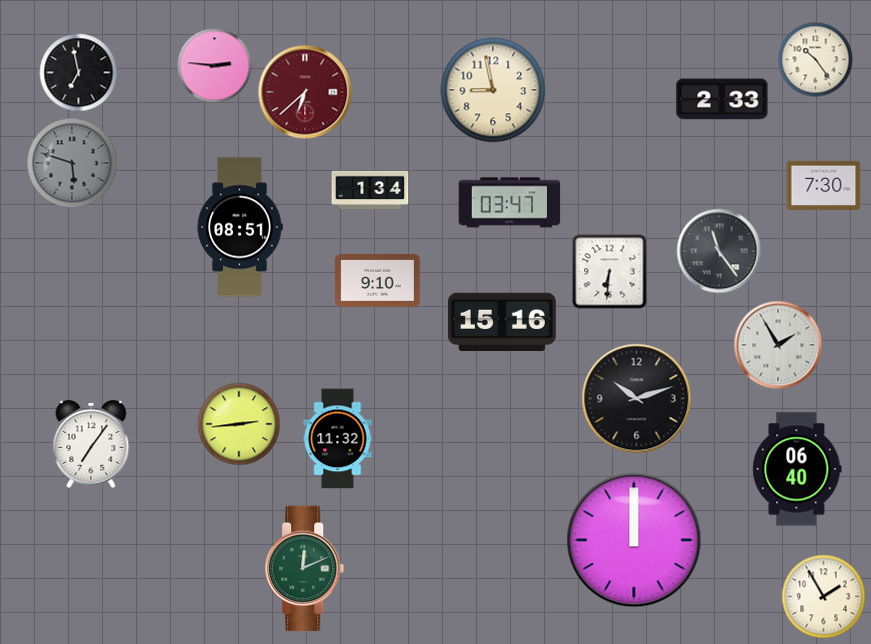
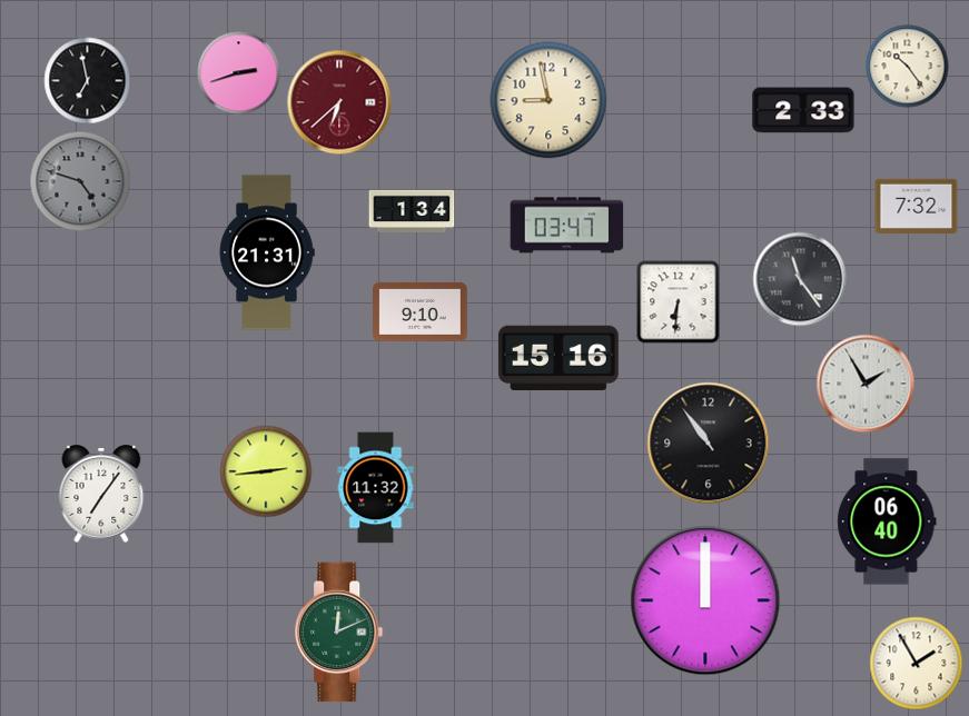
clock at (215, 66): 2:46 -> 2:42
clock at (72, 163): 5:48 -> 4:48
clock at (824, 185): 7:30 -> 7:32
clock at (240, 227): 08:51 -> 21:31
clock at (637, 399): 10:12 -> 10:54
